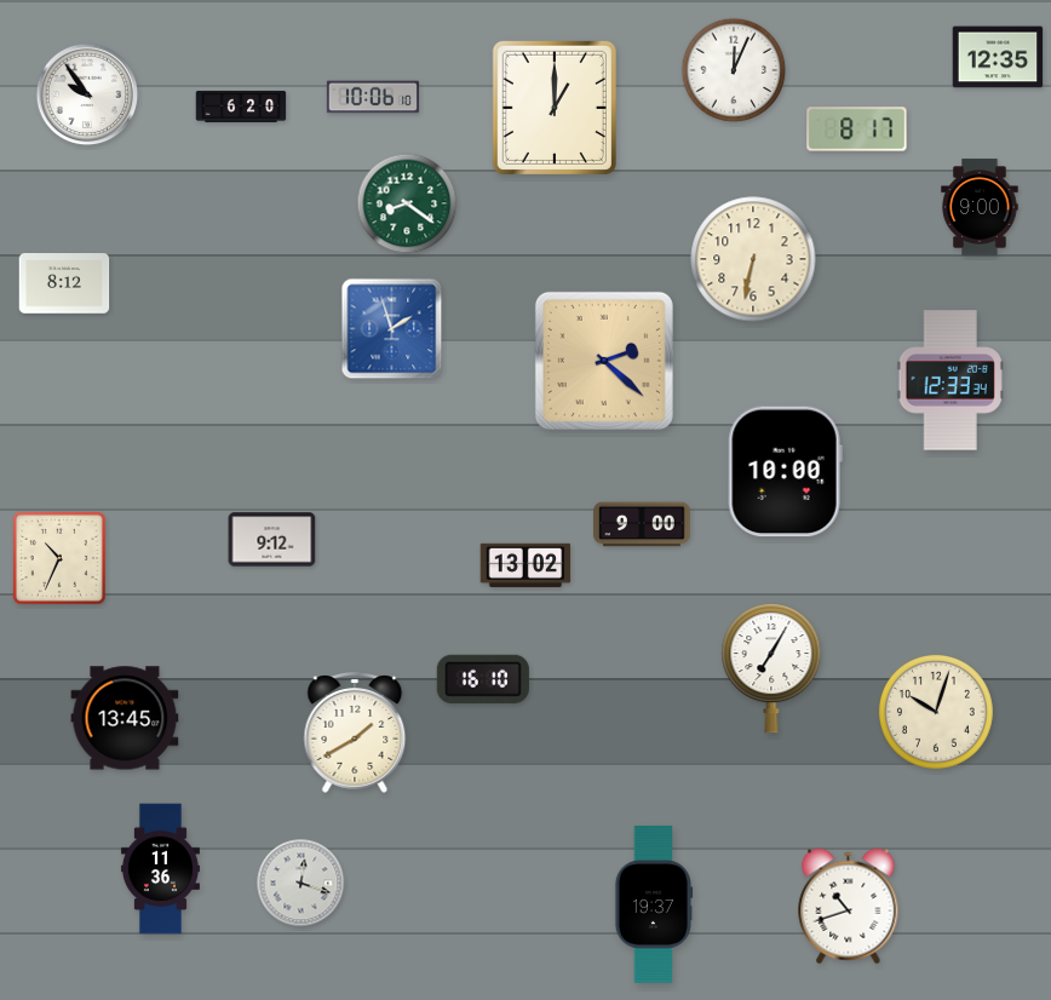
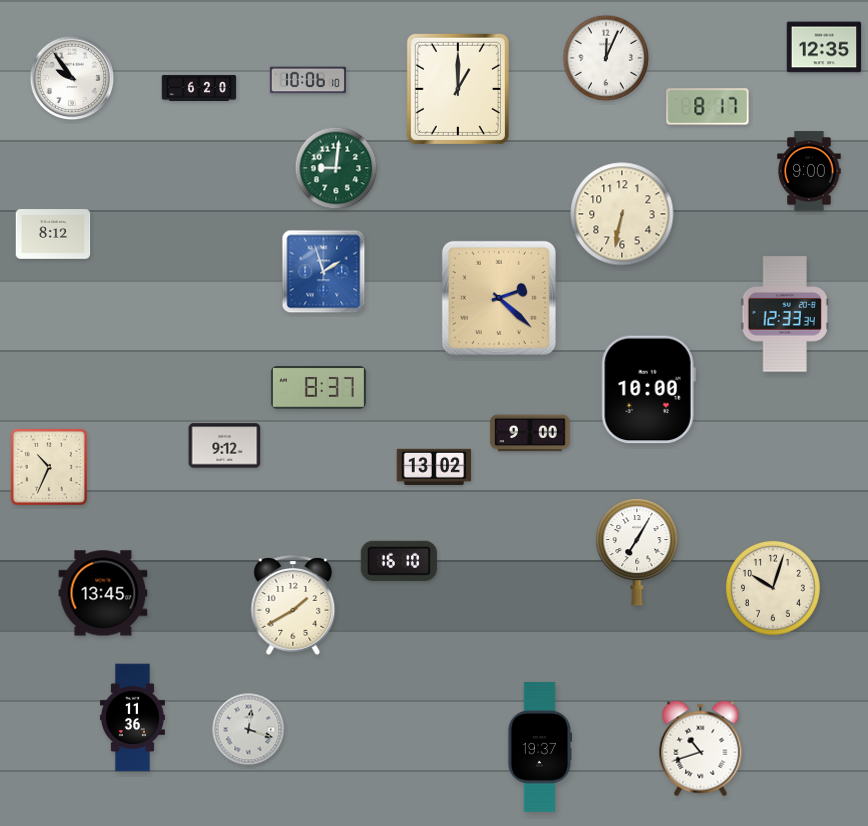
clock at (407, 203): 8:21 -> 9:01
clock at (318, 388): none -> 8:37
clock at (59, 558) position: (59, 558) -> (49, 467)
